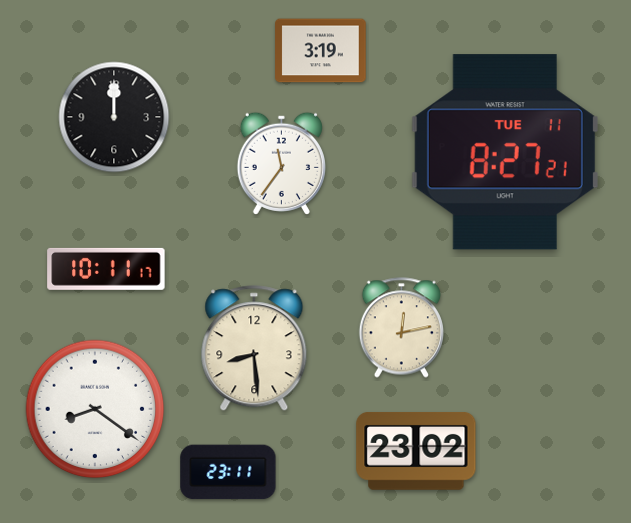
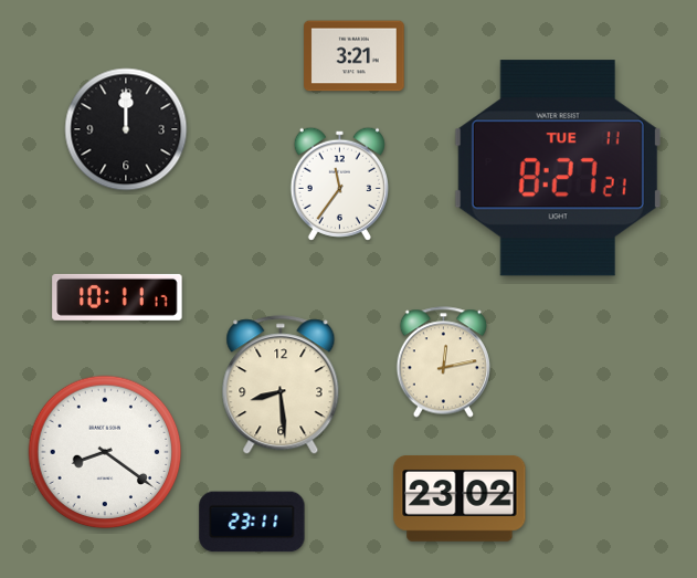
clock at (321, 51): 3:19 -> 3:21
clock at (281, 163) position: (281, 163) -> (339, 183)
